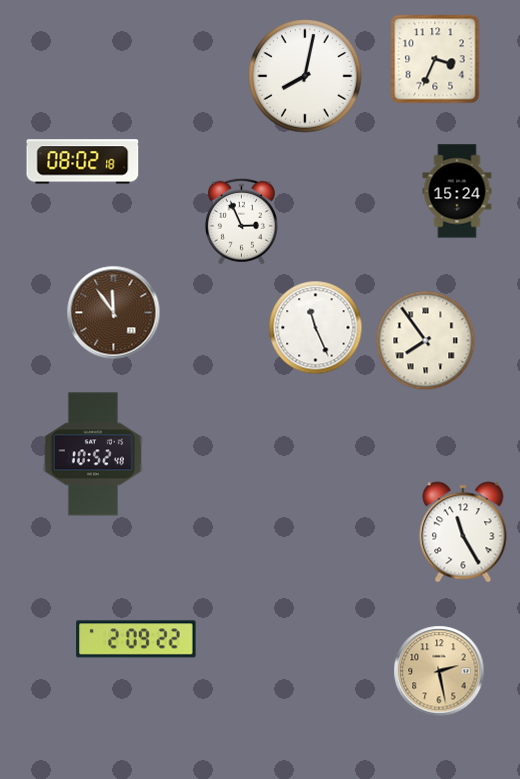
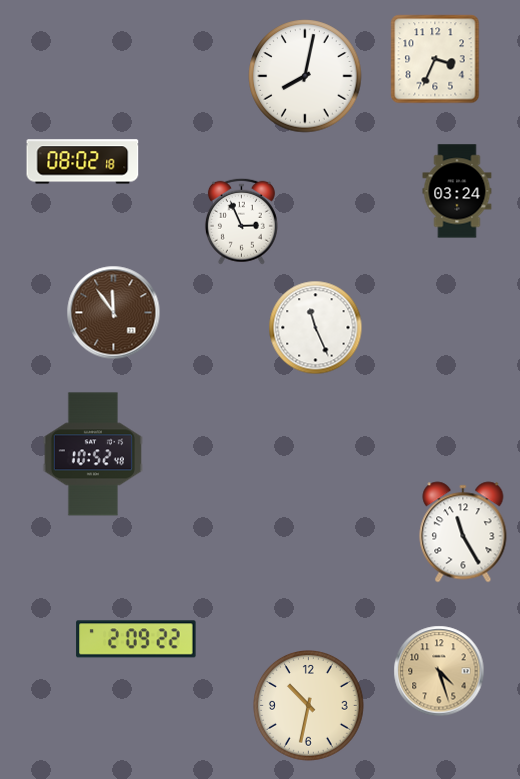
clock at (457, 191): 15:24 -> 03:24
clock at (426, 341): 7:54 -> none
clock at (439, 671): 2:28 -> 4:27
clock at (309, 706): none -> 10:32
